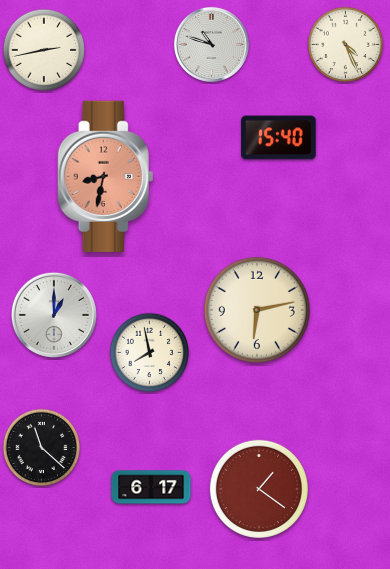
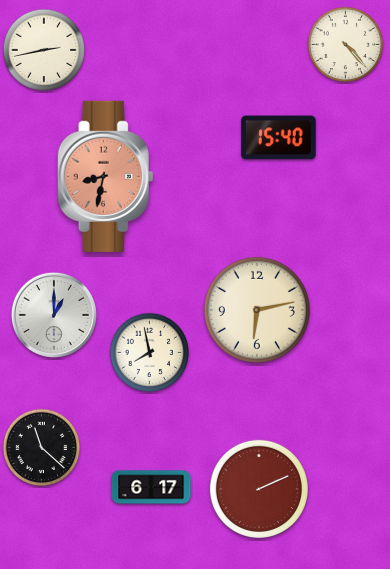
clock at (211, 44): 10:48 -> none
clock at (346, 45): 4:26 -> 4:23
clock at (259, 489): 1:21 -> 2:11
